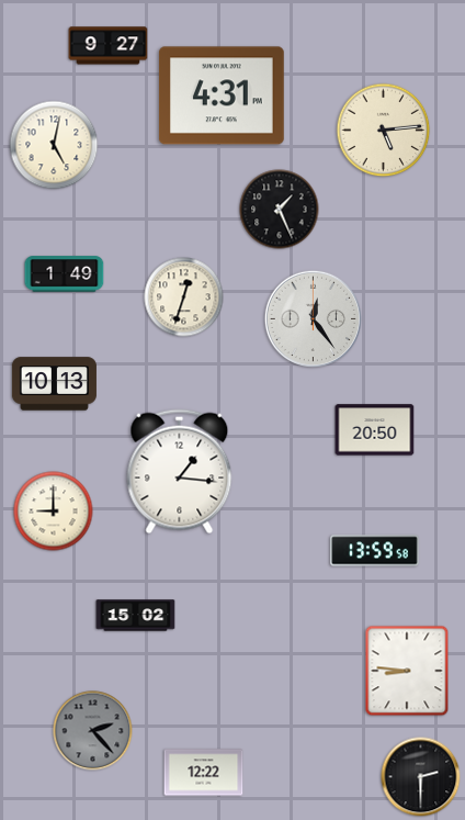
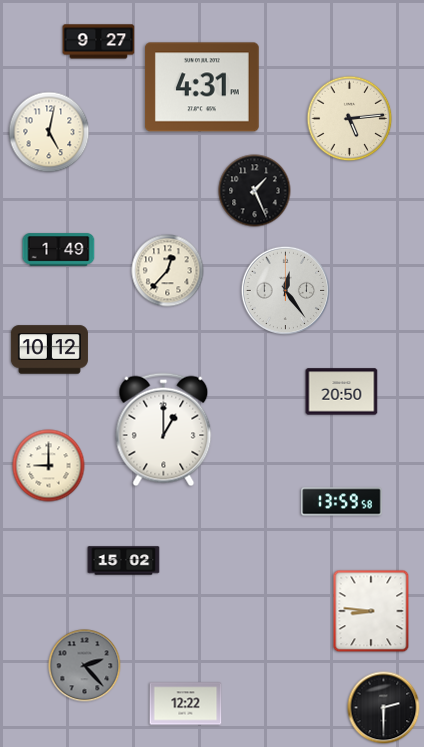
clock at (184, 297): 12:33 -> 12:37
clock at (54, 384): 10:13 -> 10:12
clock at (180, 472): 1:16 -> 1:00
